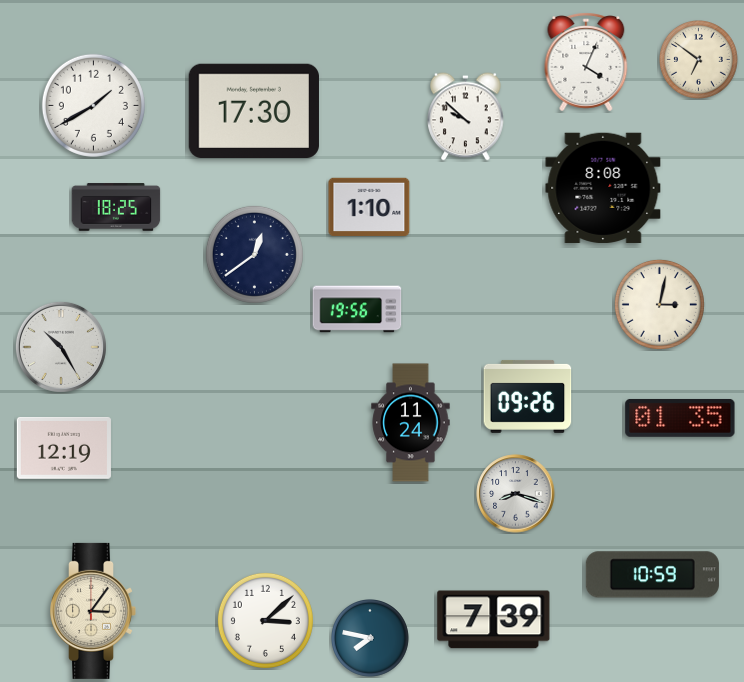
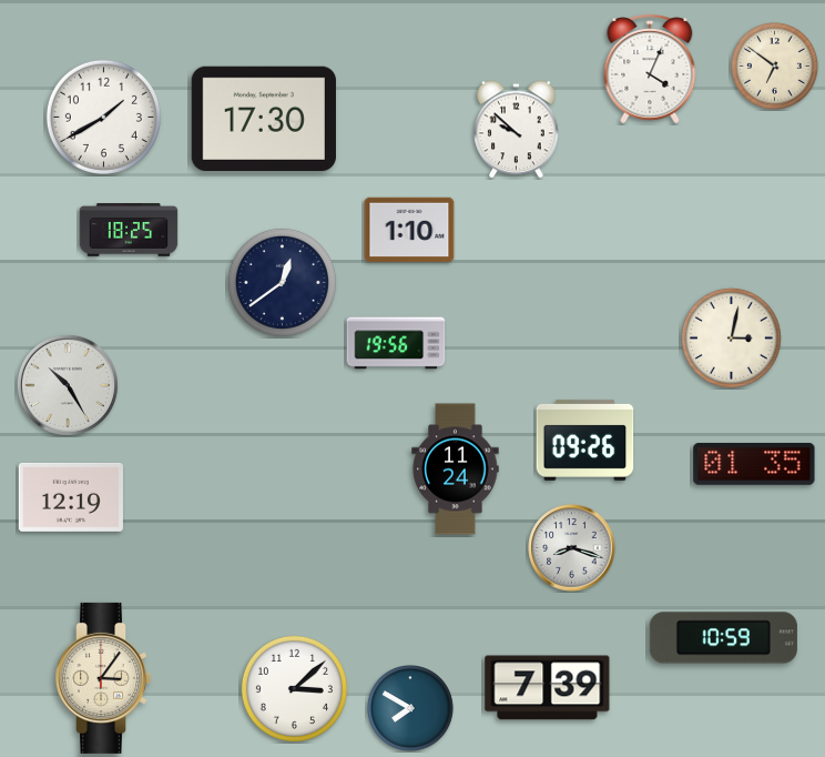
clock at (254, 110) position: (254, 110) -> (264, 118)
clock at (603, 188): 8:08 -> none
clock at (371, 639): 7:47 -> 7:50
